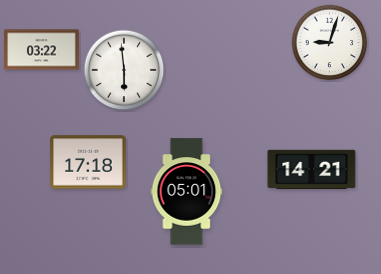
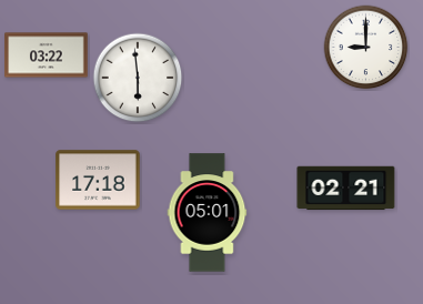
clock at (330, 43): 9:03 -> 9:00
clock at (312, 170): 14:21 -> 02:21
